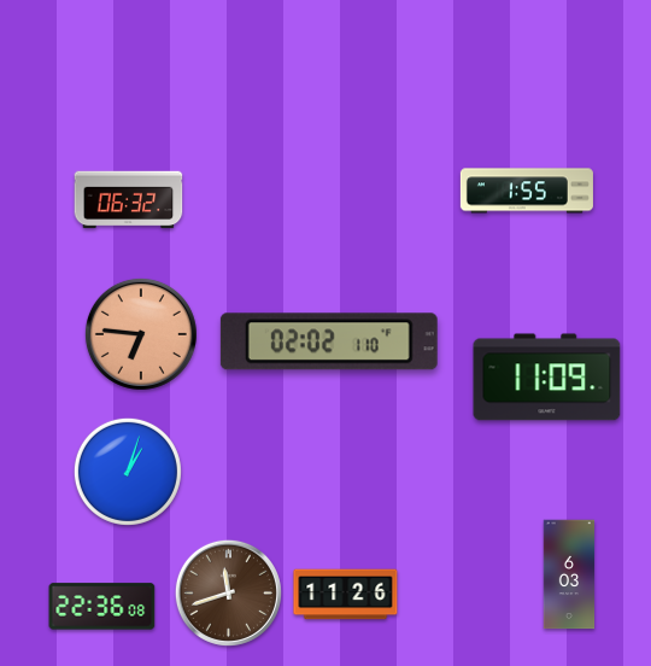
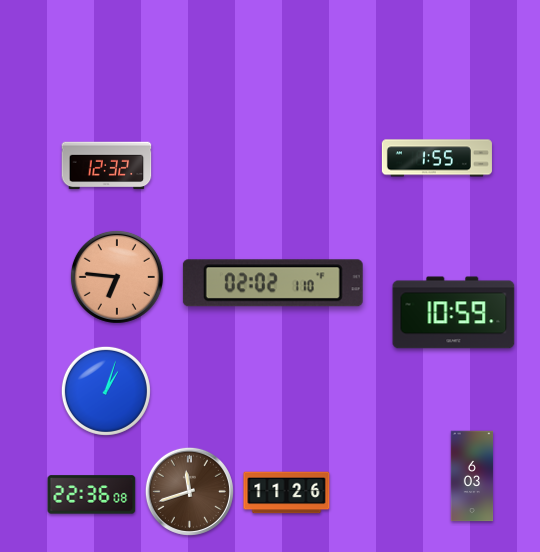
clock at (129, 200): 06:32 -> 12:32
clock at (547, 378): 11:09 -> 10:59
clock at (102, 607) position: (102, 607) -> (92, 495)
